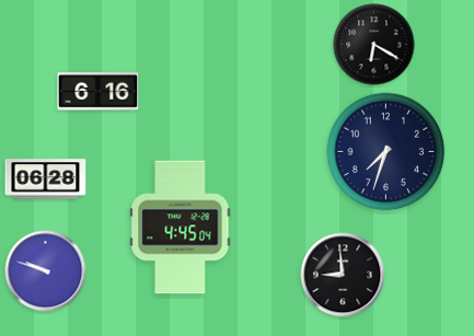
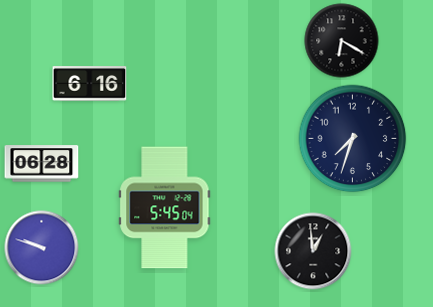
clock at (181, 228): 4:45 -> 5:45
clock at (343, 275): 8:59 -> 12:59
